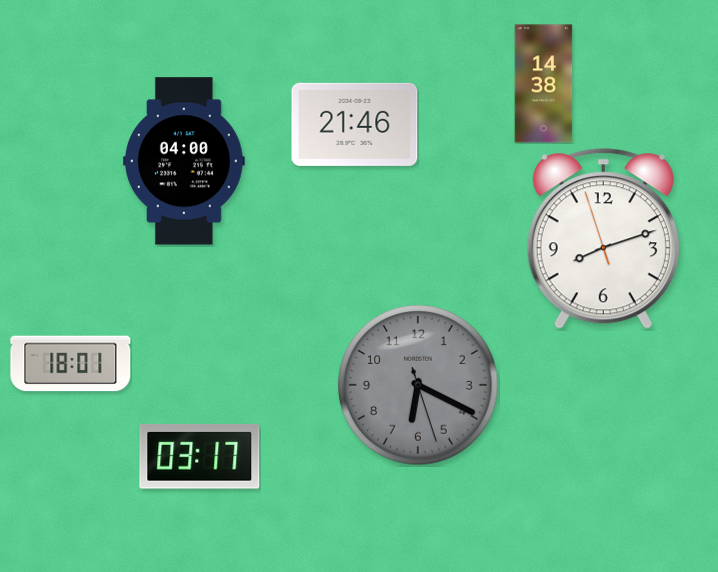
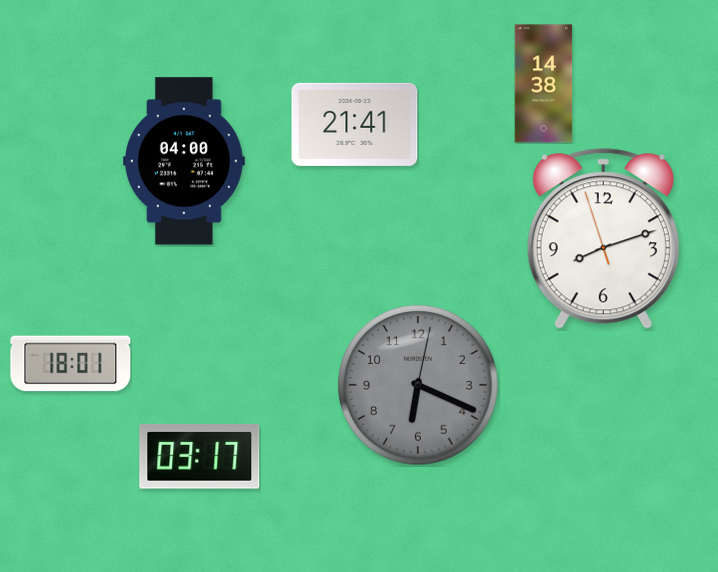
clock at (355, 124): 21:46 -> 21:41
clock at (418, 385): 6:19:27 -> 6:19:02
